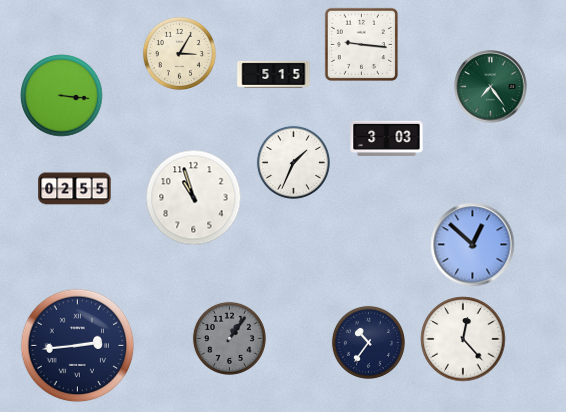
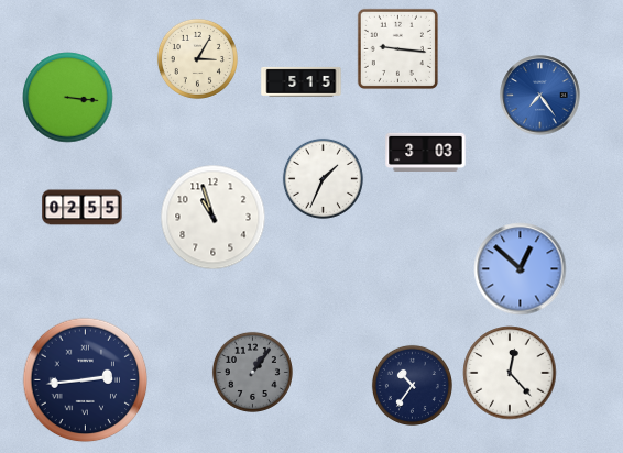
clock at (491, 87) dial: green -> blue
clock at (62, 96) position: (62, 96) -> (68, 98)
clock at (368, 342) position: (368, 342) -> (412, 385)
